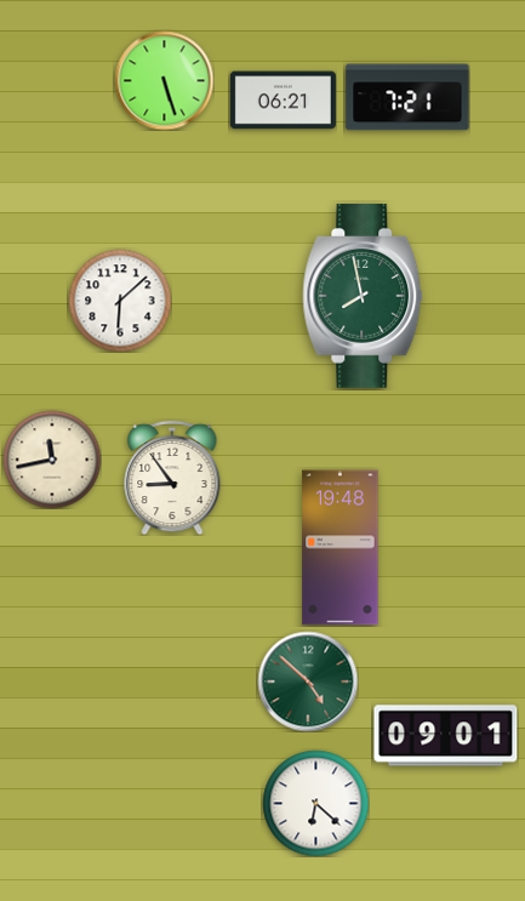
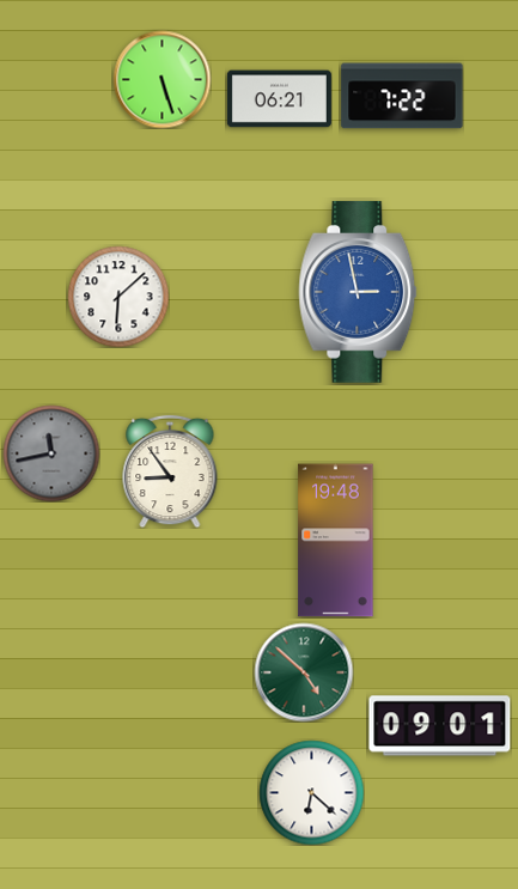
clock at (407, 97): 7:21 -> 7:22
clock at (363, 296): 7:58 -> 2:58
clock at (363, 296) dial: green -> blue
clock at (52, 460) dial: cream -> grey
